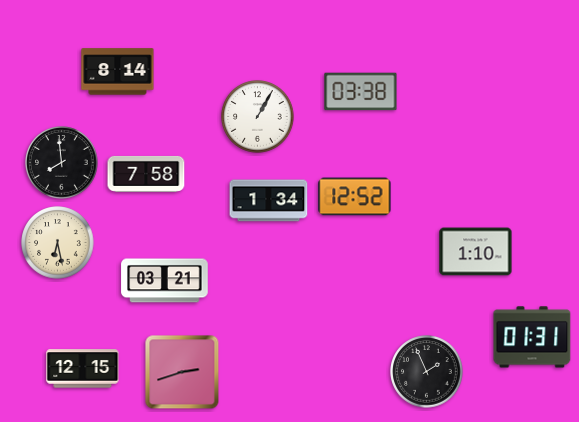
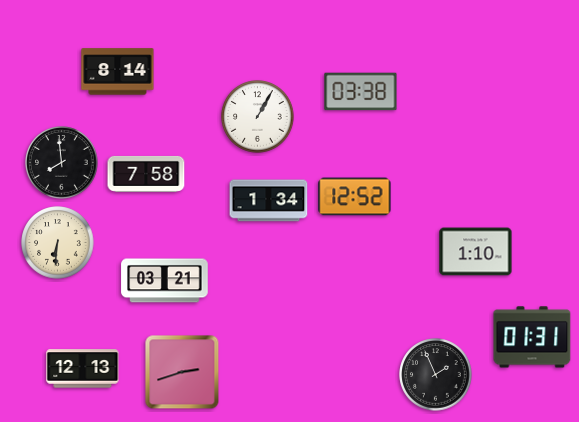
clock at (58, 243): 6:28 -> 6:31
clock at (83, 369): 12:15 -> 12:13
clock at (427, 372) position: (427, 372) -> (436, 375)
